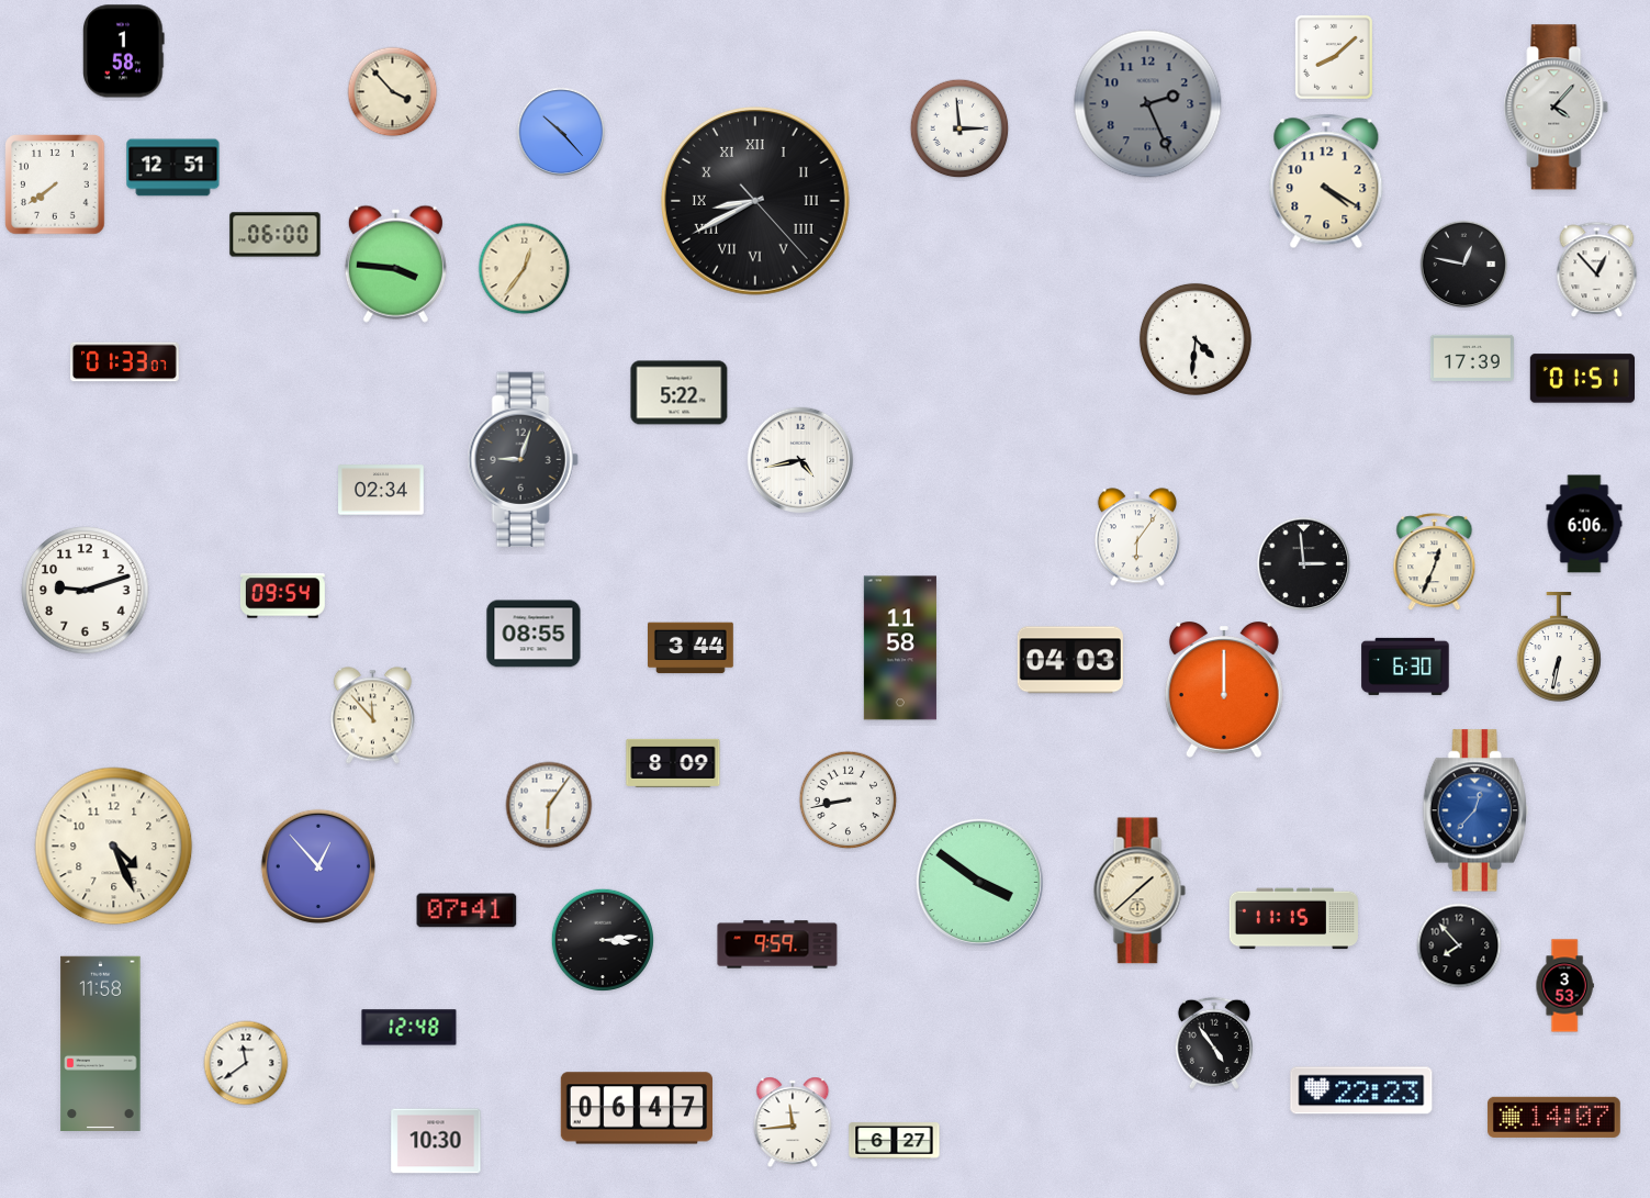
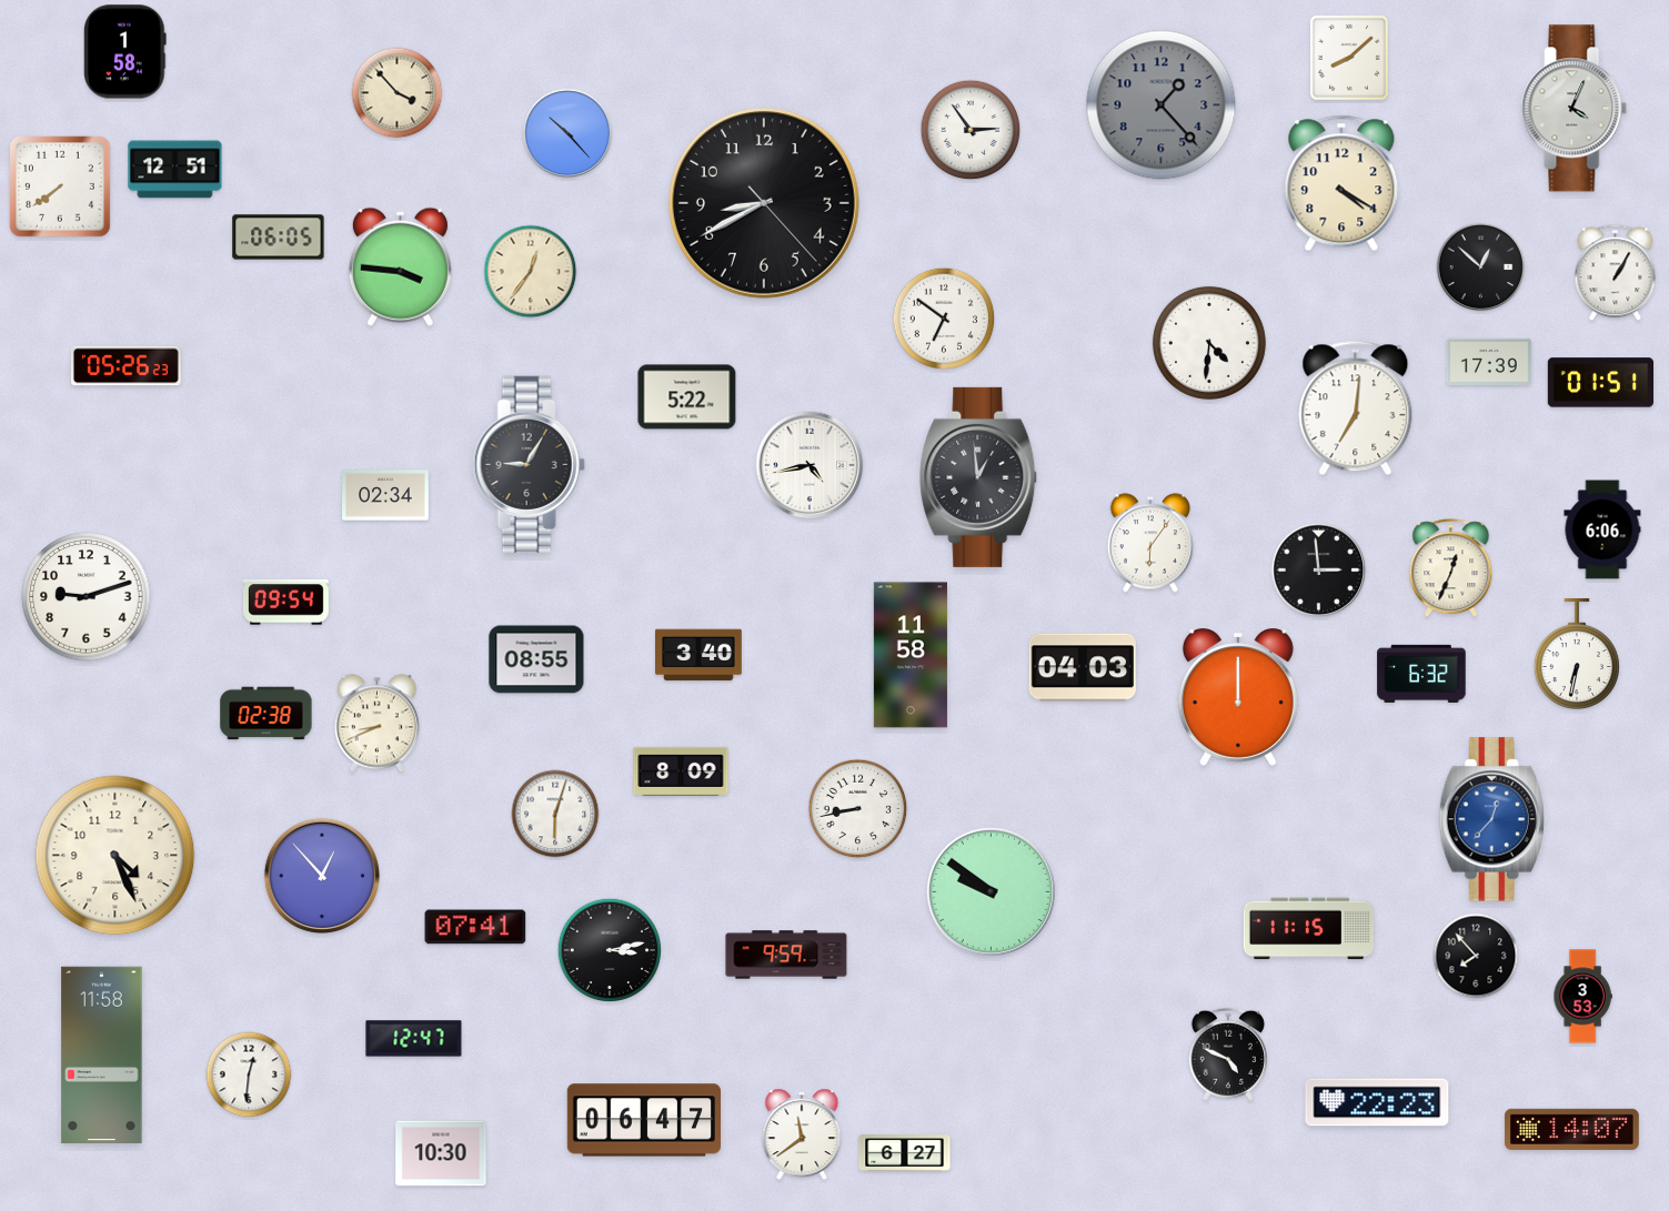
clock at (1148, 104): 2:26 -> 1:23
clock at (1557, 108): 4:07 -> 4:04
clock at (959, 128): 2:59 -> 2:54
clock at (55, 184) position: (55, 184) -> (60, 186)
clock at (755, 201) numerals: Roman -> Arabic
clock at (276, 235): 06:00 -> 06:05
clock at (1464, 265): 12:47 -> 12:52
clock at (1597, 270): 12:53 -> 1:05
clock at (944, 319): none -> 6:51
clock at (124, 362): 01:33 -> 05:26
clock at (1356, 408): none -> 7:01
clock at (523, 459): 9:03 -> 9:05
clock at (979, 477): none -> 12:59
clock at (534, 634) position: (534, 634) -> (536, 659)
clock at (692, 648): 3:44 -> 3:40
clock at (1405, 667): 6:30 -> 6:32
clock at (267, 714): none -> 02:38
clock at (372, 716): 11:53 -> 8:41
clock at (549, 805): 6:06 -> 6:03
clock at (979, 882): 3:51 -> 9:51
clock at (1140, 891): 1:38 -> none
clock at (467, 910) position: (467, 910) -> (475, 927)
clock at (602, 939): 3:14 -> 3:13
clock at (409, 1028): 12:48 -> 12:47
clock at (1214, 1043): 4:54 -> 4:49
clock at (246, 1063): 11:39 -> 12:31
clock at (793, 1122): 11:44 -> 11:39
